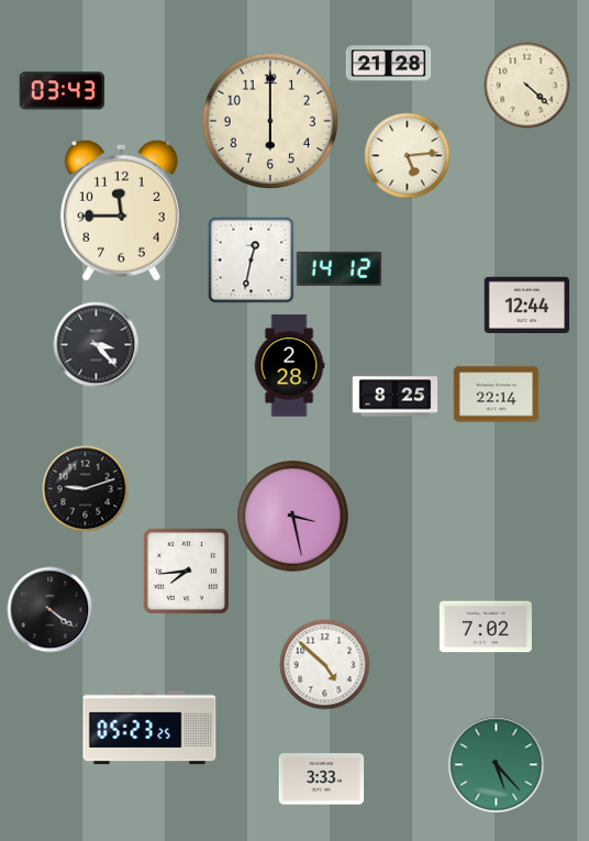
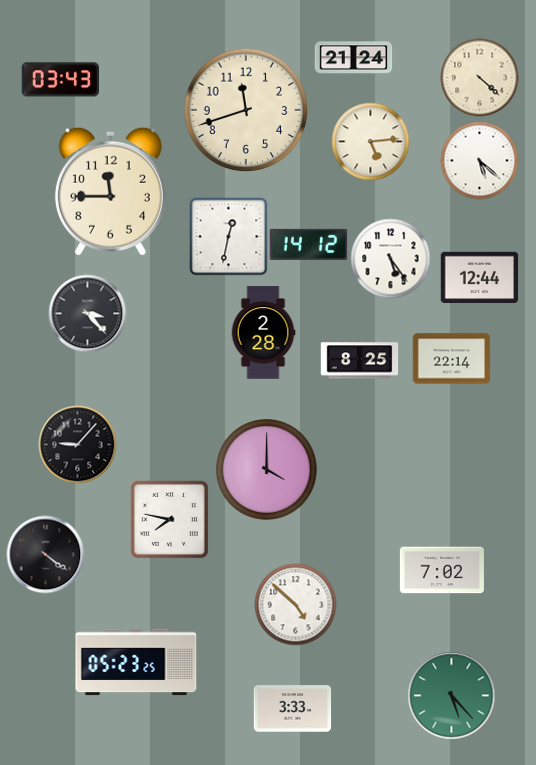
clock at (388, 64): 21:28 -> 21:24
clock at (62, 91) position: (62, 91) -> (60, 80)
clock at (270, 121): 6:00 -> 11:42
clock at (479, 160): none -> 5:22
clock at (390, 258): none -> 5:24
clock at (85, 488): 9:12 -> 9:07
clock at (293, 517): 3:28 -> 4:00
clock at (186, 571): 7:44 -> 7:47
